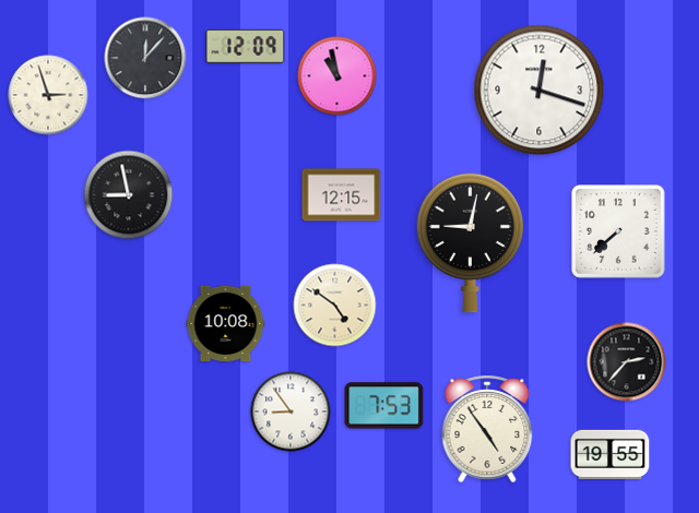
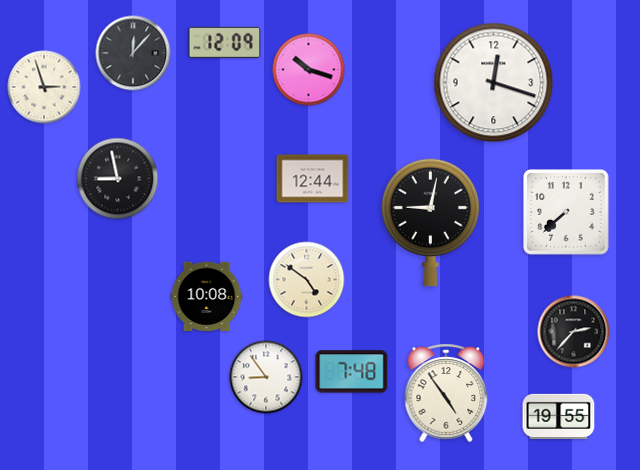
clock at (337, 76): 10:58 -> 10:18
clock at (342, 195): 12:15 -> 12:44
clock at (384, 406): 7:53 -> 7:48
